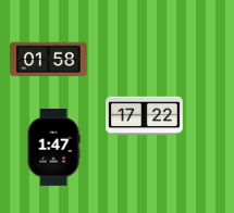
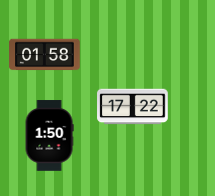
clock at (53, 148): 1:47 -> 1:50
